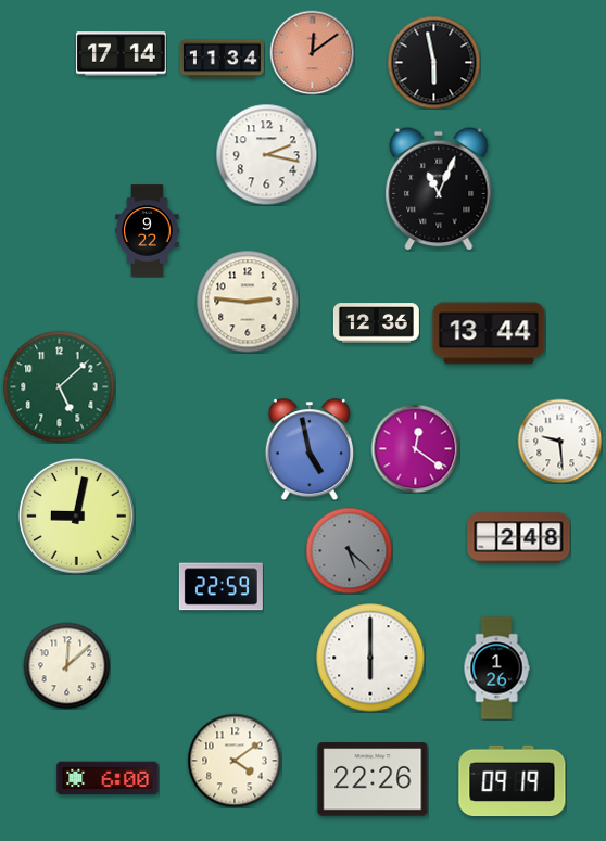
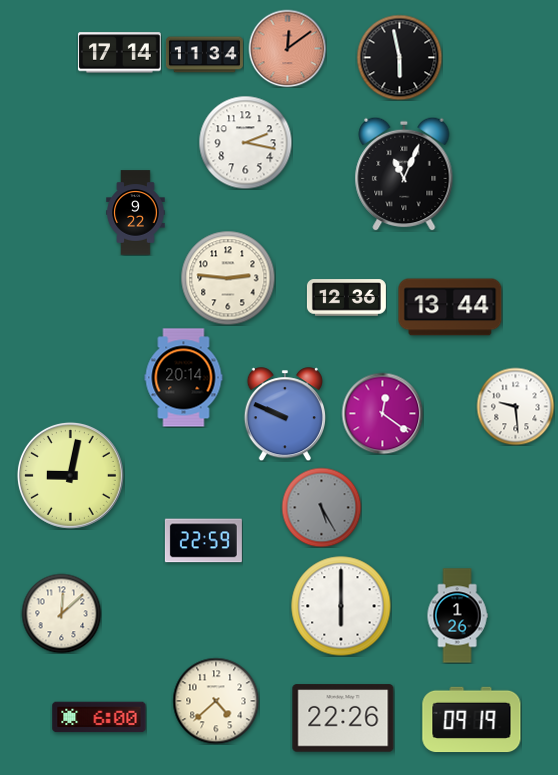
clock at (122, 54) position: (122, 54) -> (120, 53)
clock at (60, 387): 5:08 -> none
clock at (184, 378): none -> 20:14
clock at (310, 449): 4:58 -> 9:49
clock at (519, 538): 2:48 -> none
clock at (349, 550): 5:22 -> 5:25
clock at (235, 761): 4:09 -> 4:38
